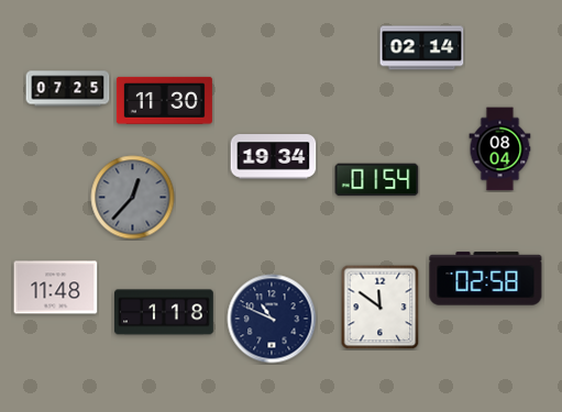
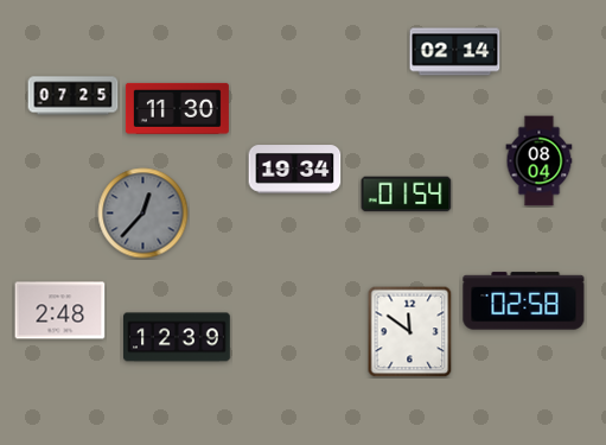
clock at (56, 288): 11:48 -> 2:48
clock at (165, 312): 1:18 -> 12:39
clock at (272, 319): 10:49 -> none
